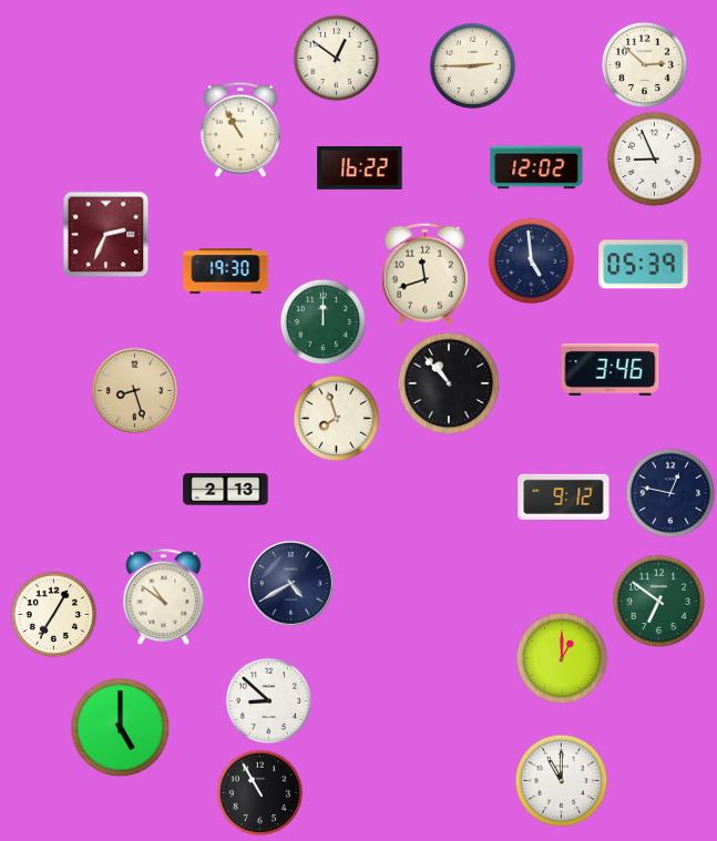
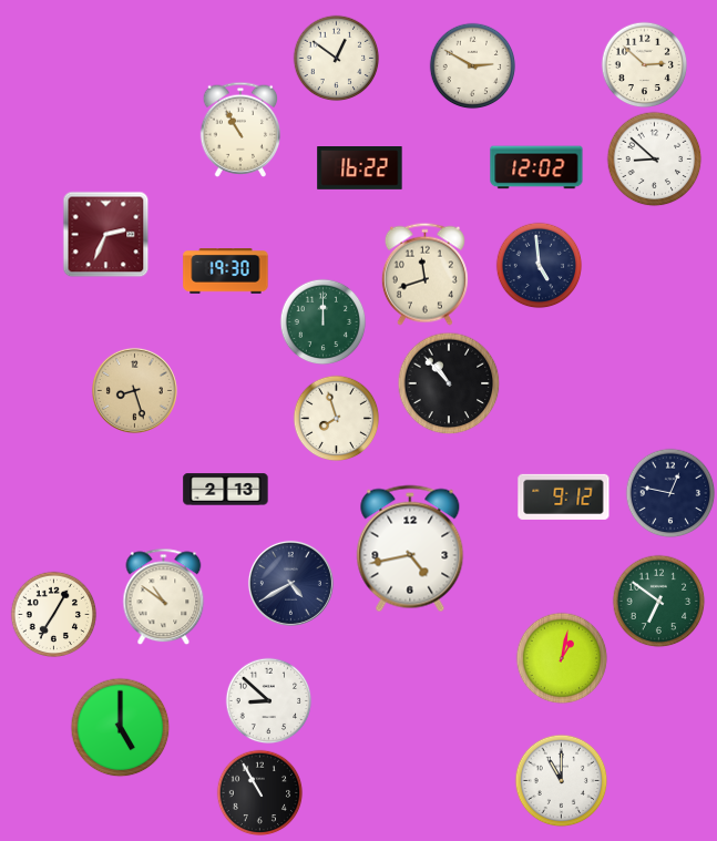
clock at (472, 65): 2:45 -> 2:50
clock at (654, 158): 8:56 -> 8:52
clock at (531, 260) position: (531, 260) -> (539, 265)
clock at (644, 265): 05:39 -> none
clock at (611, 369): 3:46 -> none
clock at (410, 548): none -> 4:43
clock at (562, 658): 1:00 -> 1:02
